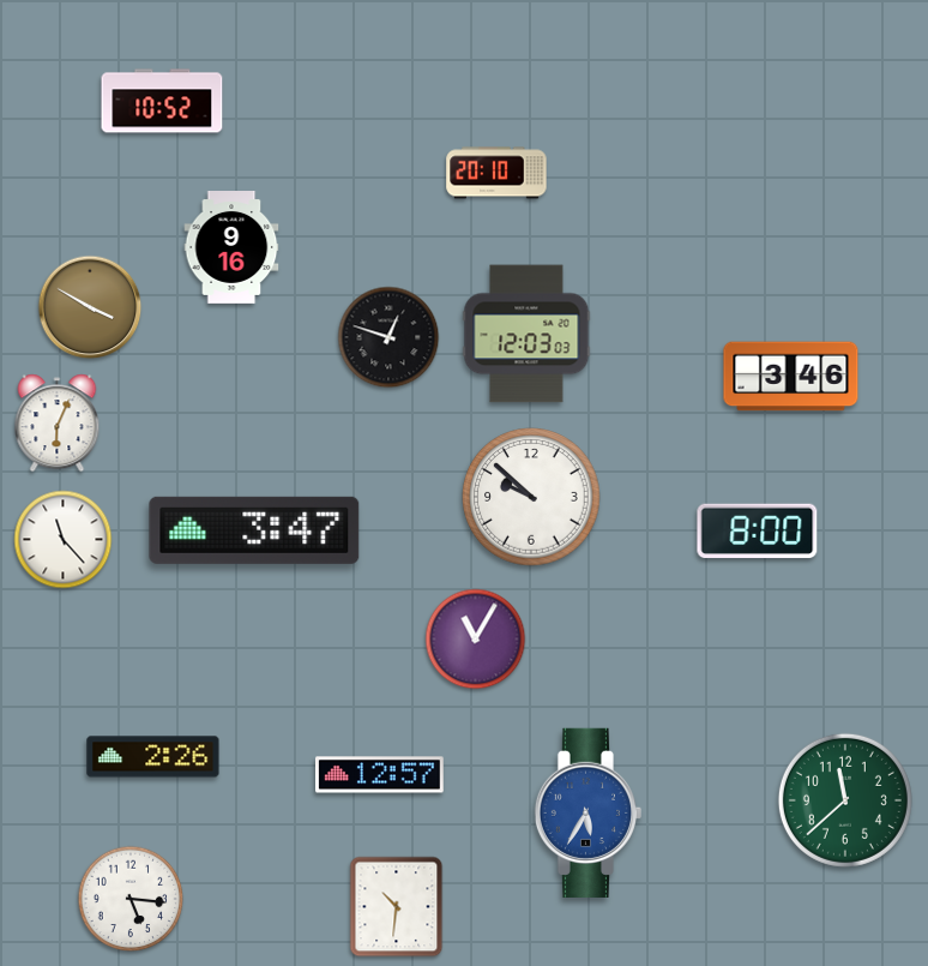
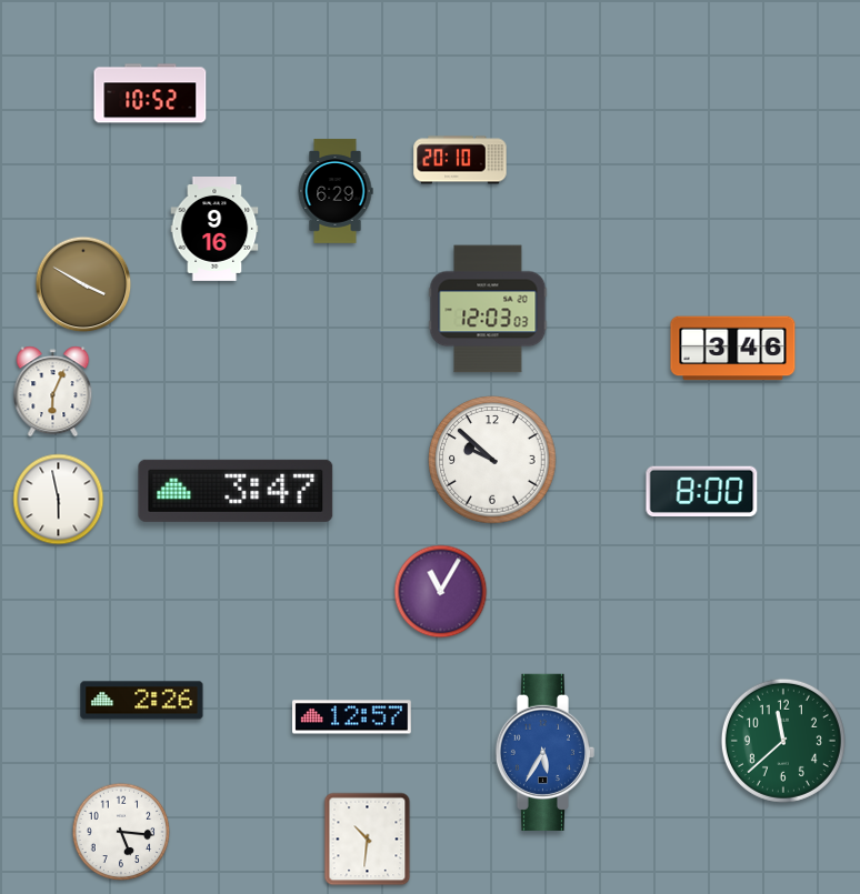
clock at (336, 192): none -> 6:29
clock at (388, 337): 12:48 -> none
clock at (64, 540): 11:23 -> 5:58
